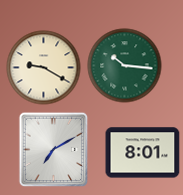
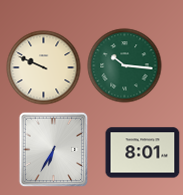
clock at (44, 68): 9:20 -> 9:49
clock at (54, 150): 7:10 -> 6:35
